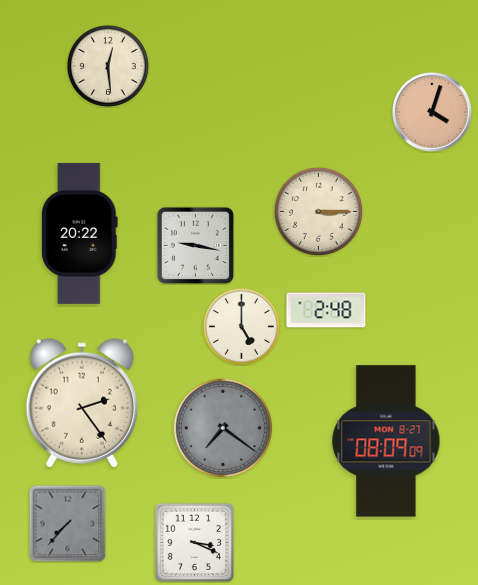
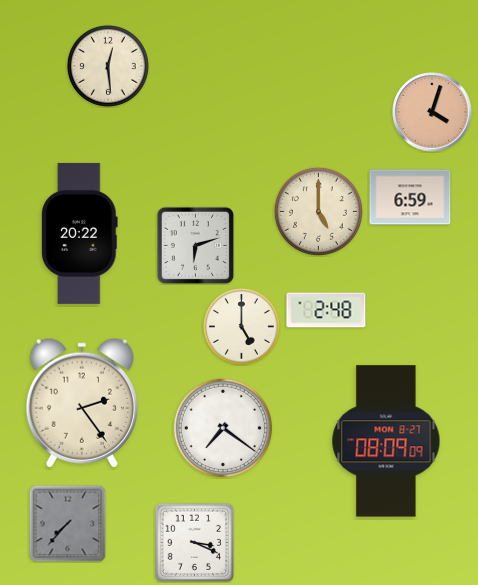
clock at (410, 197): none -> 6:59
clock at (318, 211): 3:15 -> 5:00
clock at (195, 245): 9:17 -> 6:12
clock at (223, 428) dial: grey -> white
